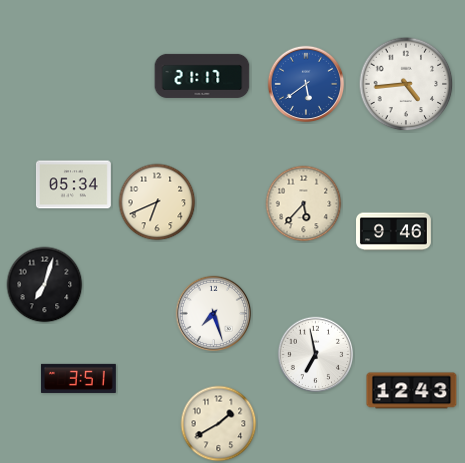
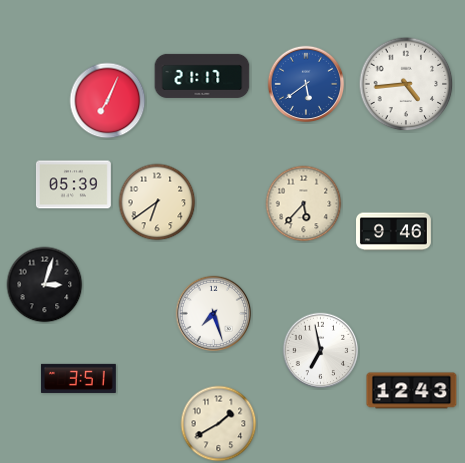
clock at (108, 101): none -> 7:04
clock at (73, 185): 05:34 -> 05:39
clock at (157, 202): 6:41 -> 6:39
clock at (45, 285): 7:03 -> 3:03
clock at (316, 355) position: (316, 355) -> (321, 351)
